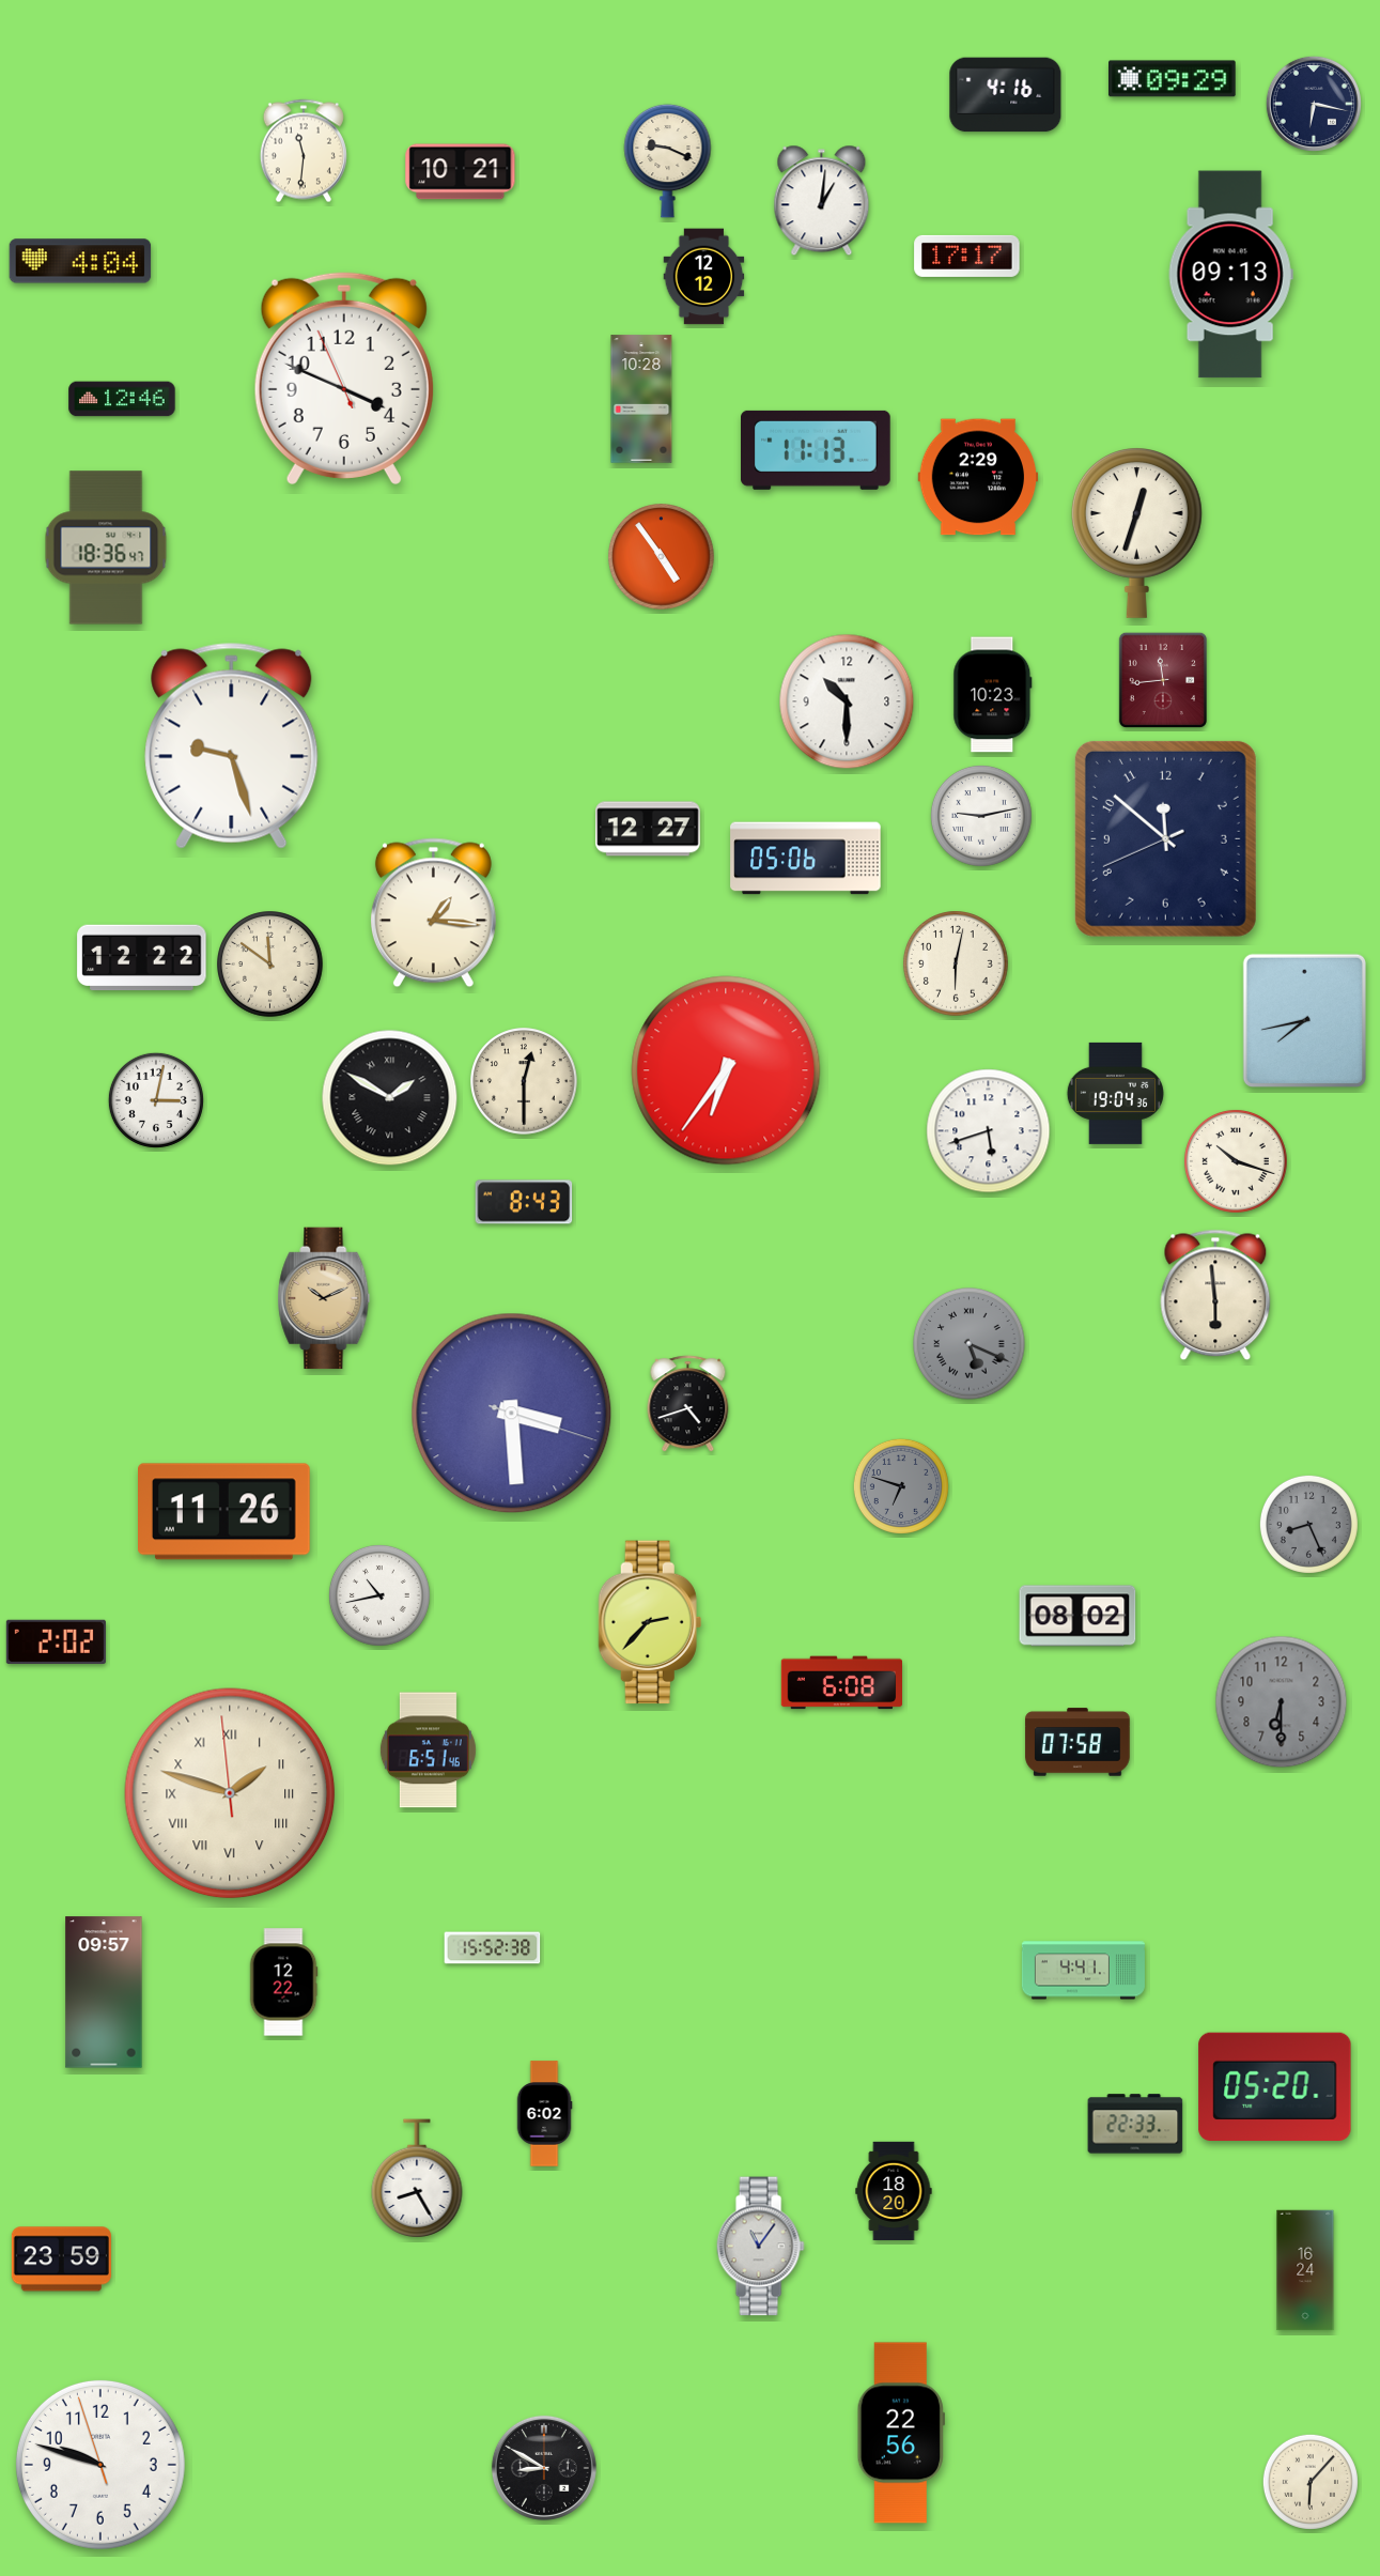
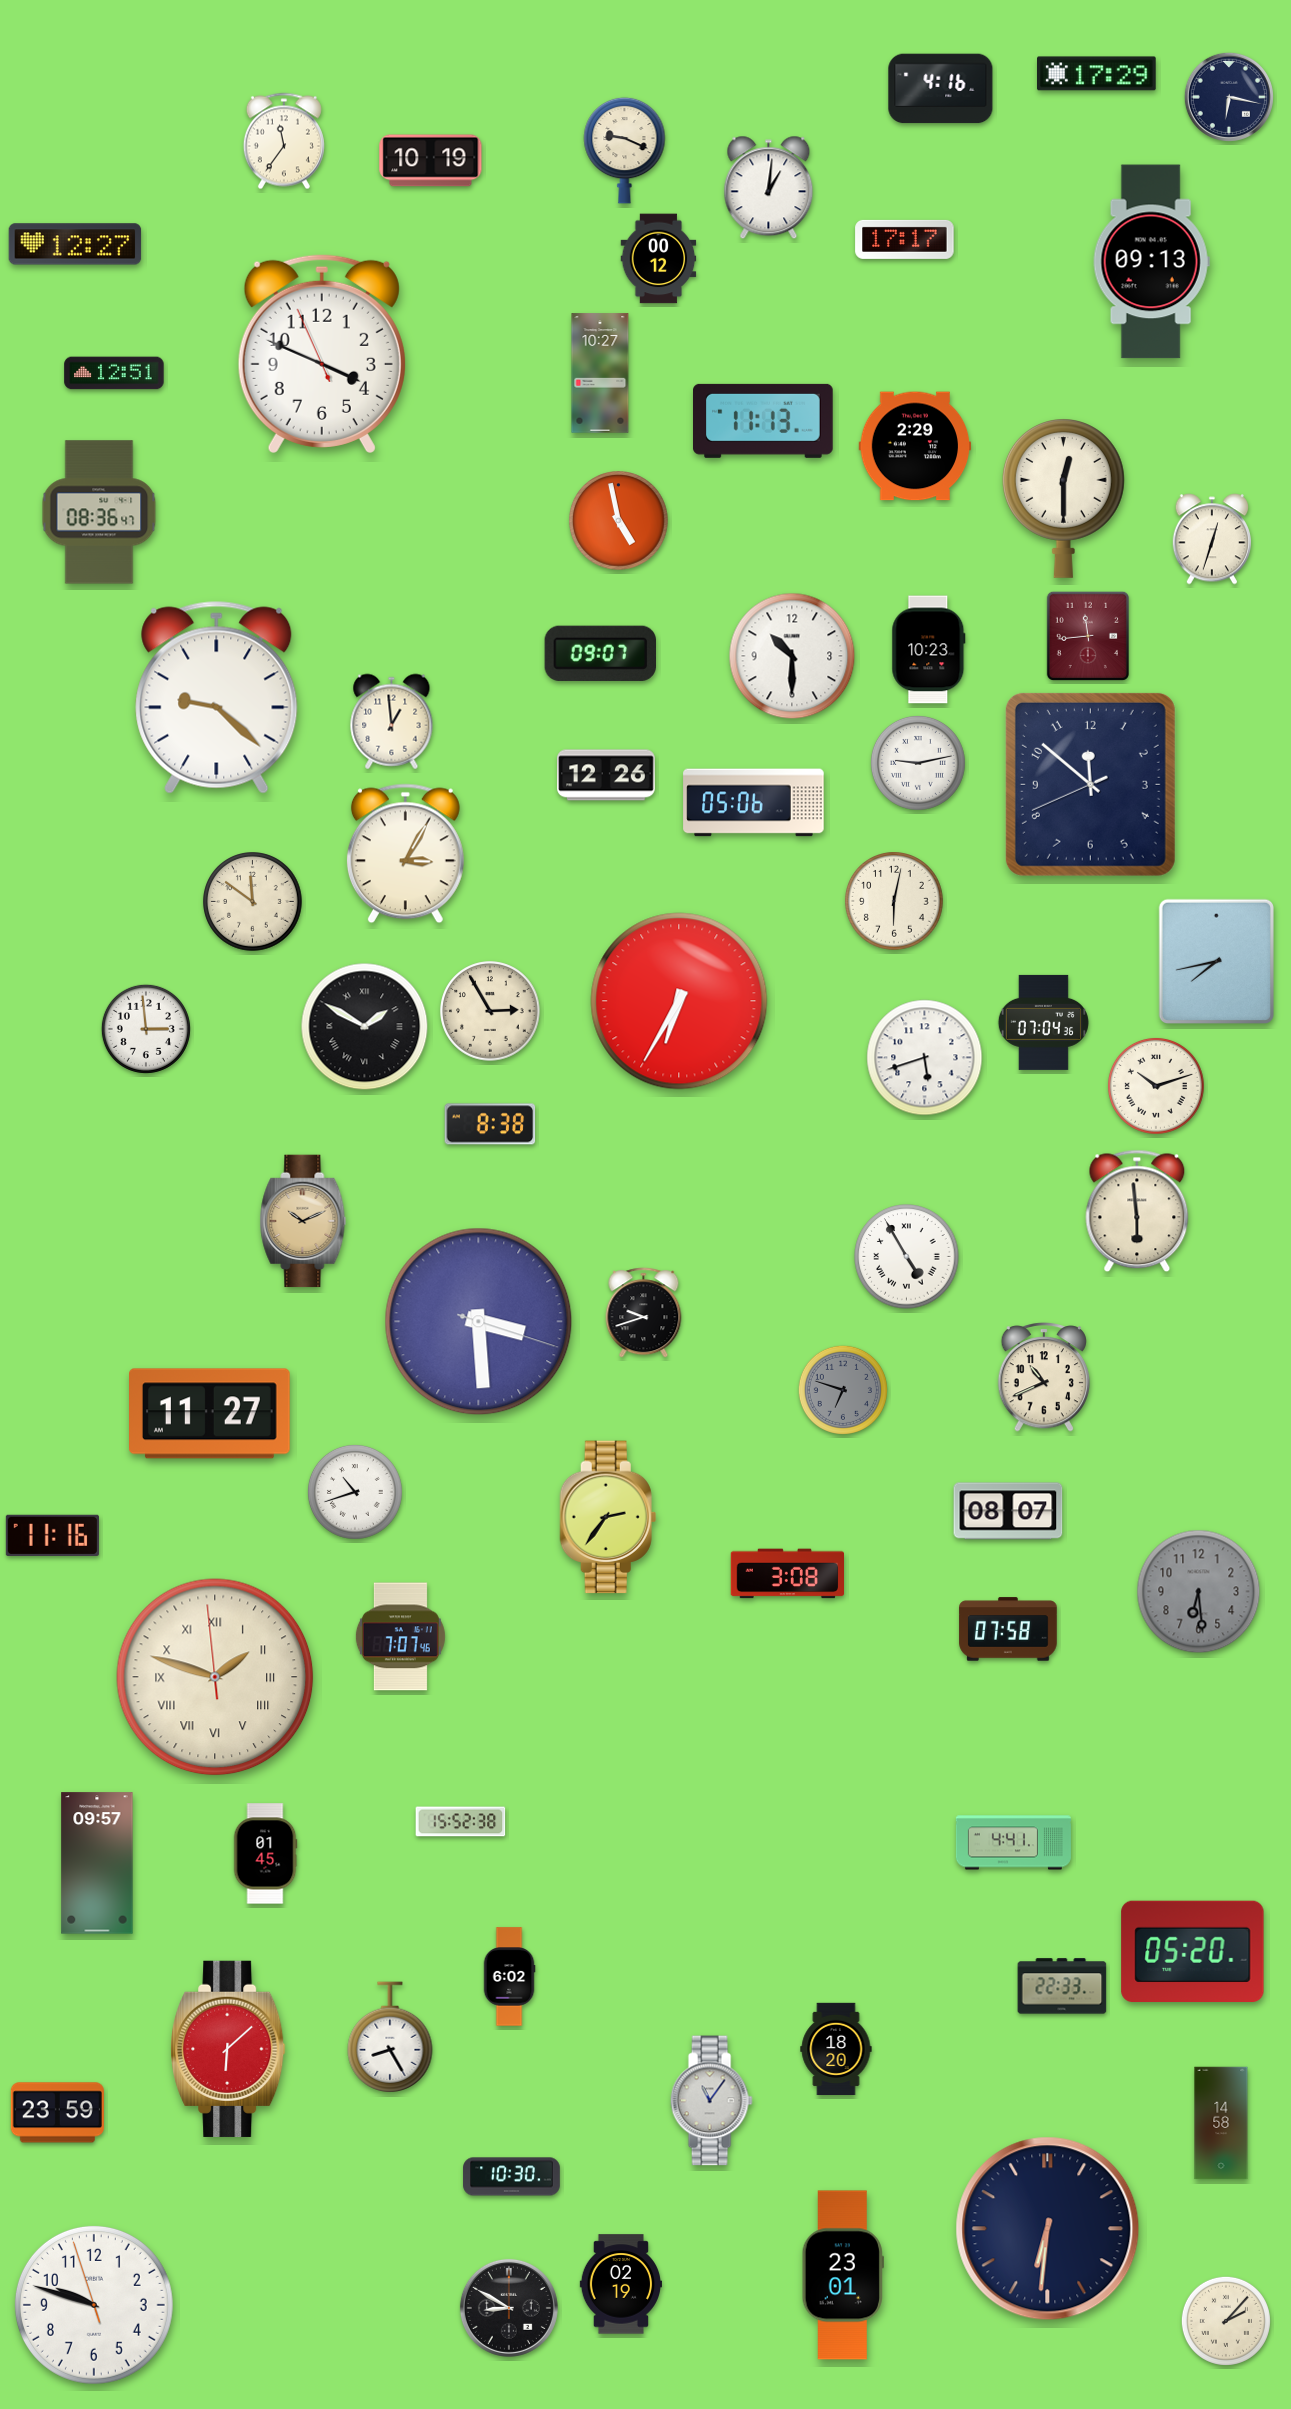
clock at (1173, 79): 09:29 -> 17:29
clock at (304, 151): 11:31 -> 11:36
clock at (461, 172): 10:21 -> 10:19
clock at (80, 261): 4:04 -> 12:27
clock at (1230, 275) position: (1230, 275) -> (1151, 262)
clock at (704, 277): 12:12 -> 00:12
clock at (122, 399): 12:46 -> 12:51
clock at (641, 399): 10:28 -> 10:27
clock at (1136, 534): 12:33 -> 12:30
clock at (106, 547): 18:36 -> 08:36
clock at (662, 557): 4:54 -> 4:58
clock at (1211, 539): none -> 12:33
clock at (600, 653): none -> 09:07
clock at (232, 745): 9:27 -> 9:22
clock at (392, 722): none -> 12:59
clock at (648, 829): 12:27 -> 12:26
clock at (433, 913): 1:16 -> 3:05
clock at (142, 958): 12:22 -> none
clock at (1304, 1020) position: (1304, 1020) -> (1216, 961)
clock at (726, 1070): 6:36 -> 6:35
clock at (524, 1081): 12:30 -> 2:55
clock at (1115, 1093): 19:04 -> 07:04
clock at (156, 1100): 3:02 -> 2:59
clock at (1236, 1161): 10:18 -> 10:12
clock at (524, 1202): 8:43 -> 8:38
clock at (324, 1298) position: (324, 1298) -> (303, 1221)
clock at (970, 1344): 5:19 -> 4:55
clock at (970, 1344) dial: grey -> white
clock at (688, 1404): 4:42 -> 9:42
clock at (1043, 1377): none -> 10:41
clock at (224, 1512): 11:26 -> 11:27
clock at (1308, 1524): 8:26 -> none
clock at (379, 1595): 10:43 -> 10:42
clock at (1077, 1616): 08:02 -> 08:07
clock at (650, 1622): 2:37 -> 2:36
clock at (56, 1641): 2:02 -> 11:16
clock at (841, 1683): 6:08 -> 3:08
clock at (1282, 1702): 6:30 -> 6:29
clock at (428, 1750): 6:51 -> 7:07
clock at (283, 1983): 12:22 -> 01:45
clock at (228, 2049): none -> 6:08
clock at (1305, 2270): 16:24 -> 14:58
clock at (512, 2177): none -> 10:30
clock at (1048, 2229): none -> 6:31
clock at (901, 2433): 22:56 -> 23:01
clock at (620, 2284): none -> 02:19
clock at (1311, 2482): 6:07 -> 2:07
